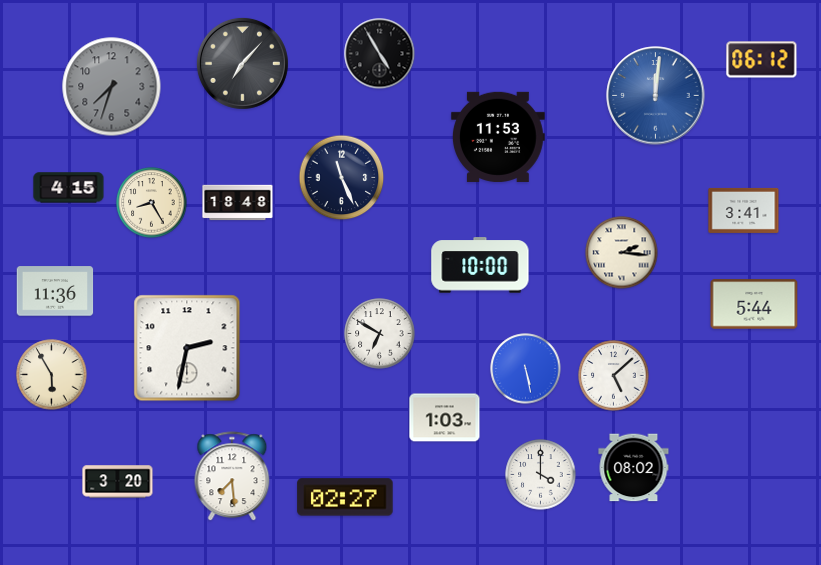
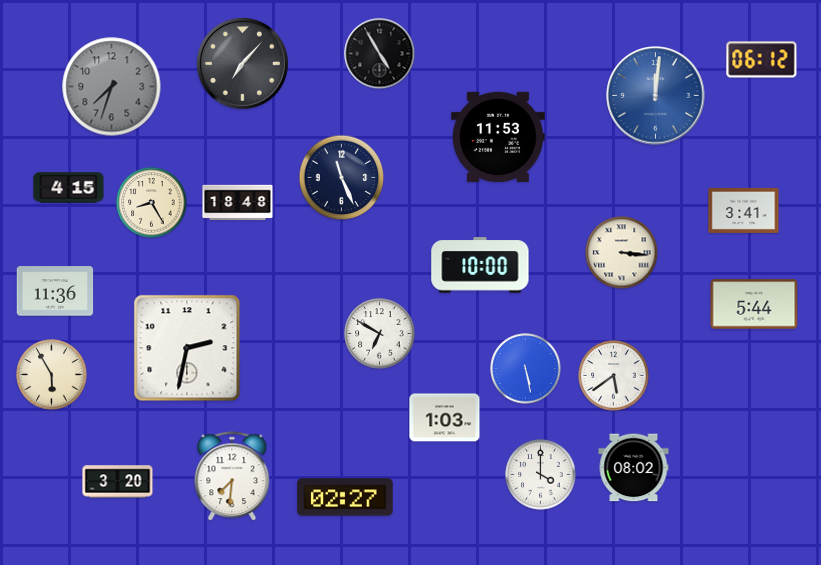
clock at (622, 253): 2:16 -> 3:16
clock at (614, 376): 5:08 -> 5:39
clock at (232, 477): 7:29 -> 7:31
